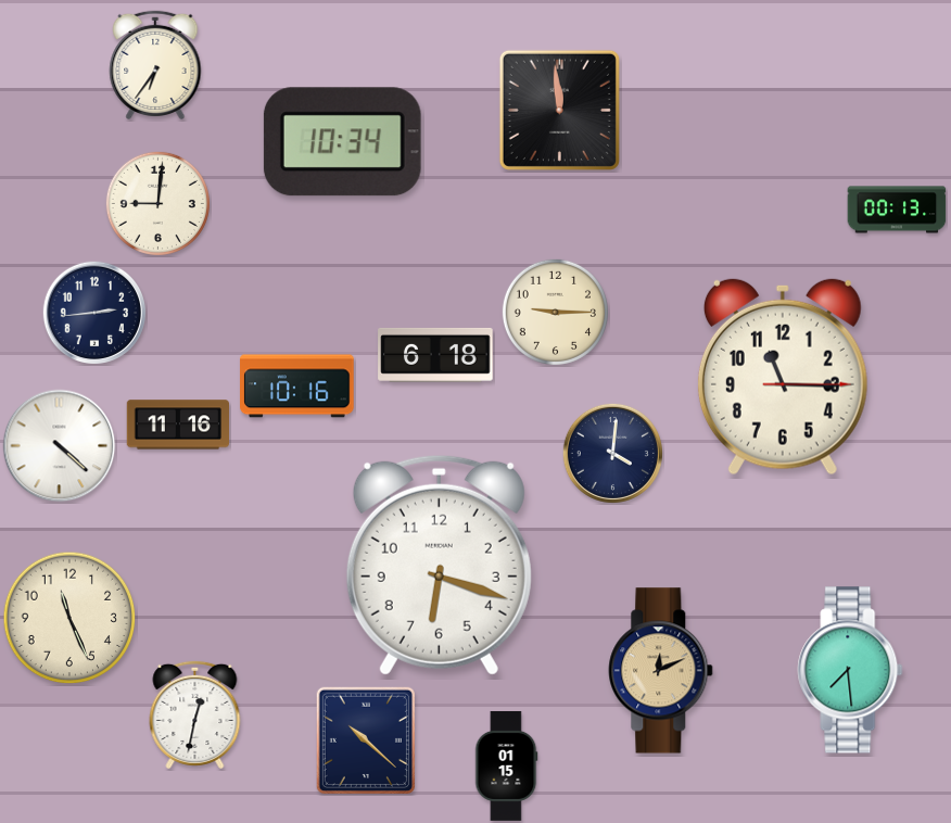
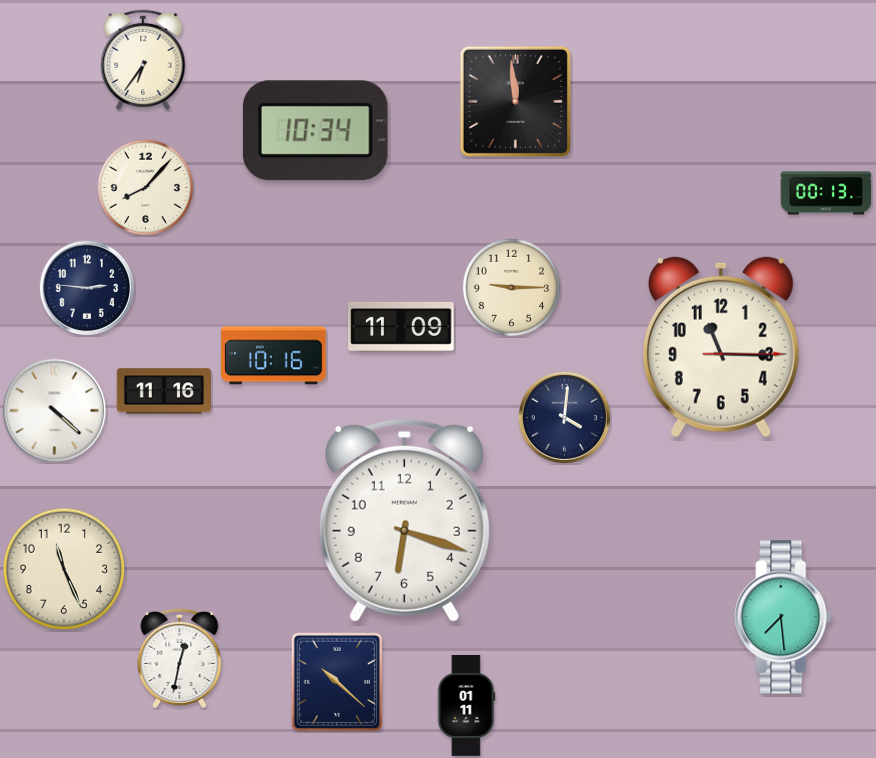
clock at (157, 203): 9:01 -> 8:07
clock at (93, 312): 2:44 -> 2:46
clock at (435, 355): 6:18 -> 11:09
clock at (661, 671): 12:11 -> none
clock at (506, 765): 01:15 -> 01:11
